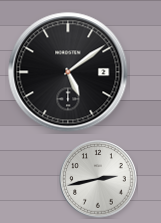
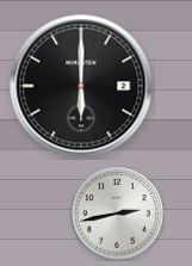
clock at (68, 72): 5:09 -> 6:00
